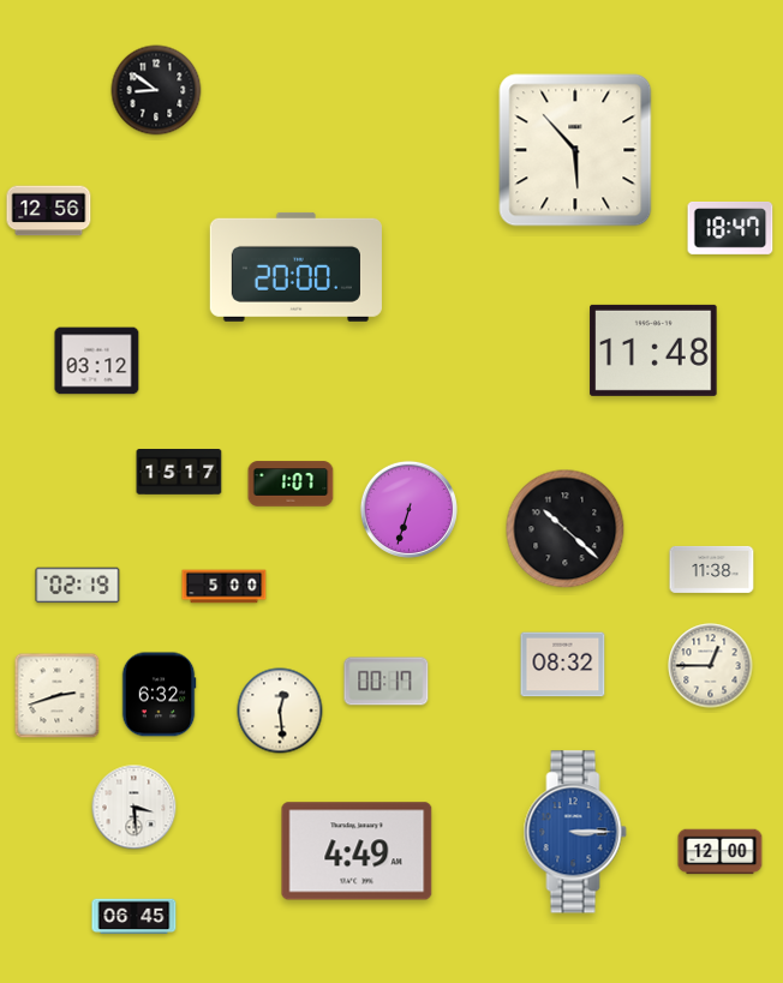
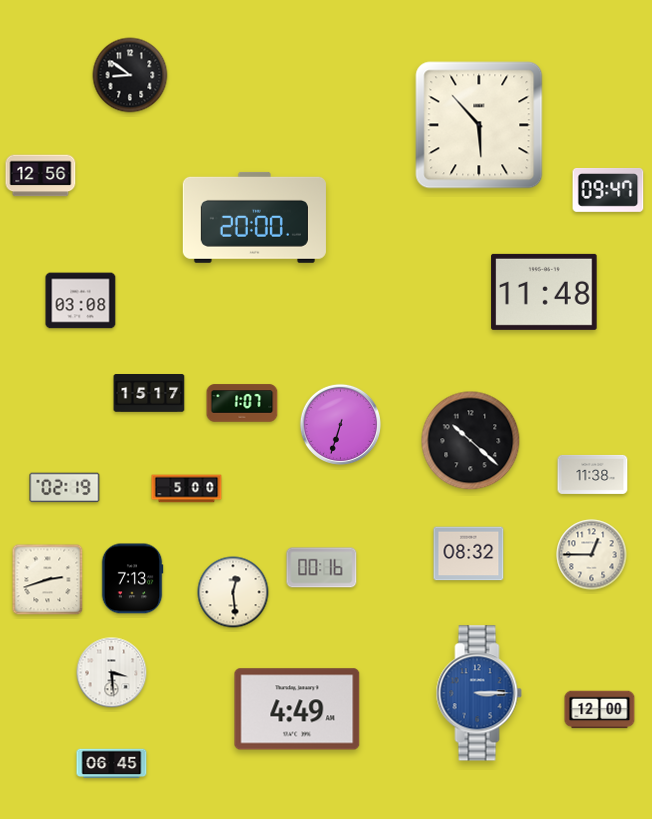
clock at (730, 228): 18:47 -> 09:47
clock at (295, 266) position: (295, 266) -> (254, 217)
clock at (97, 361): 03:12 -> 03:08
clock at (387, 682): 00:17 -> 00:16
clock at (159, 695): 6:32 -> 7:13
